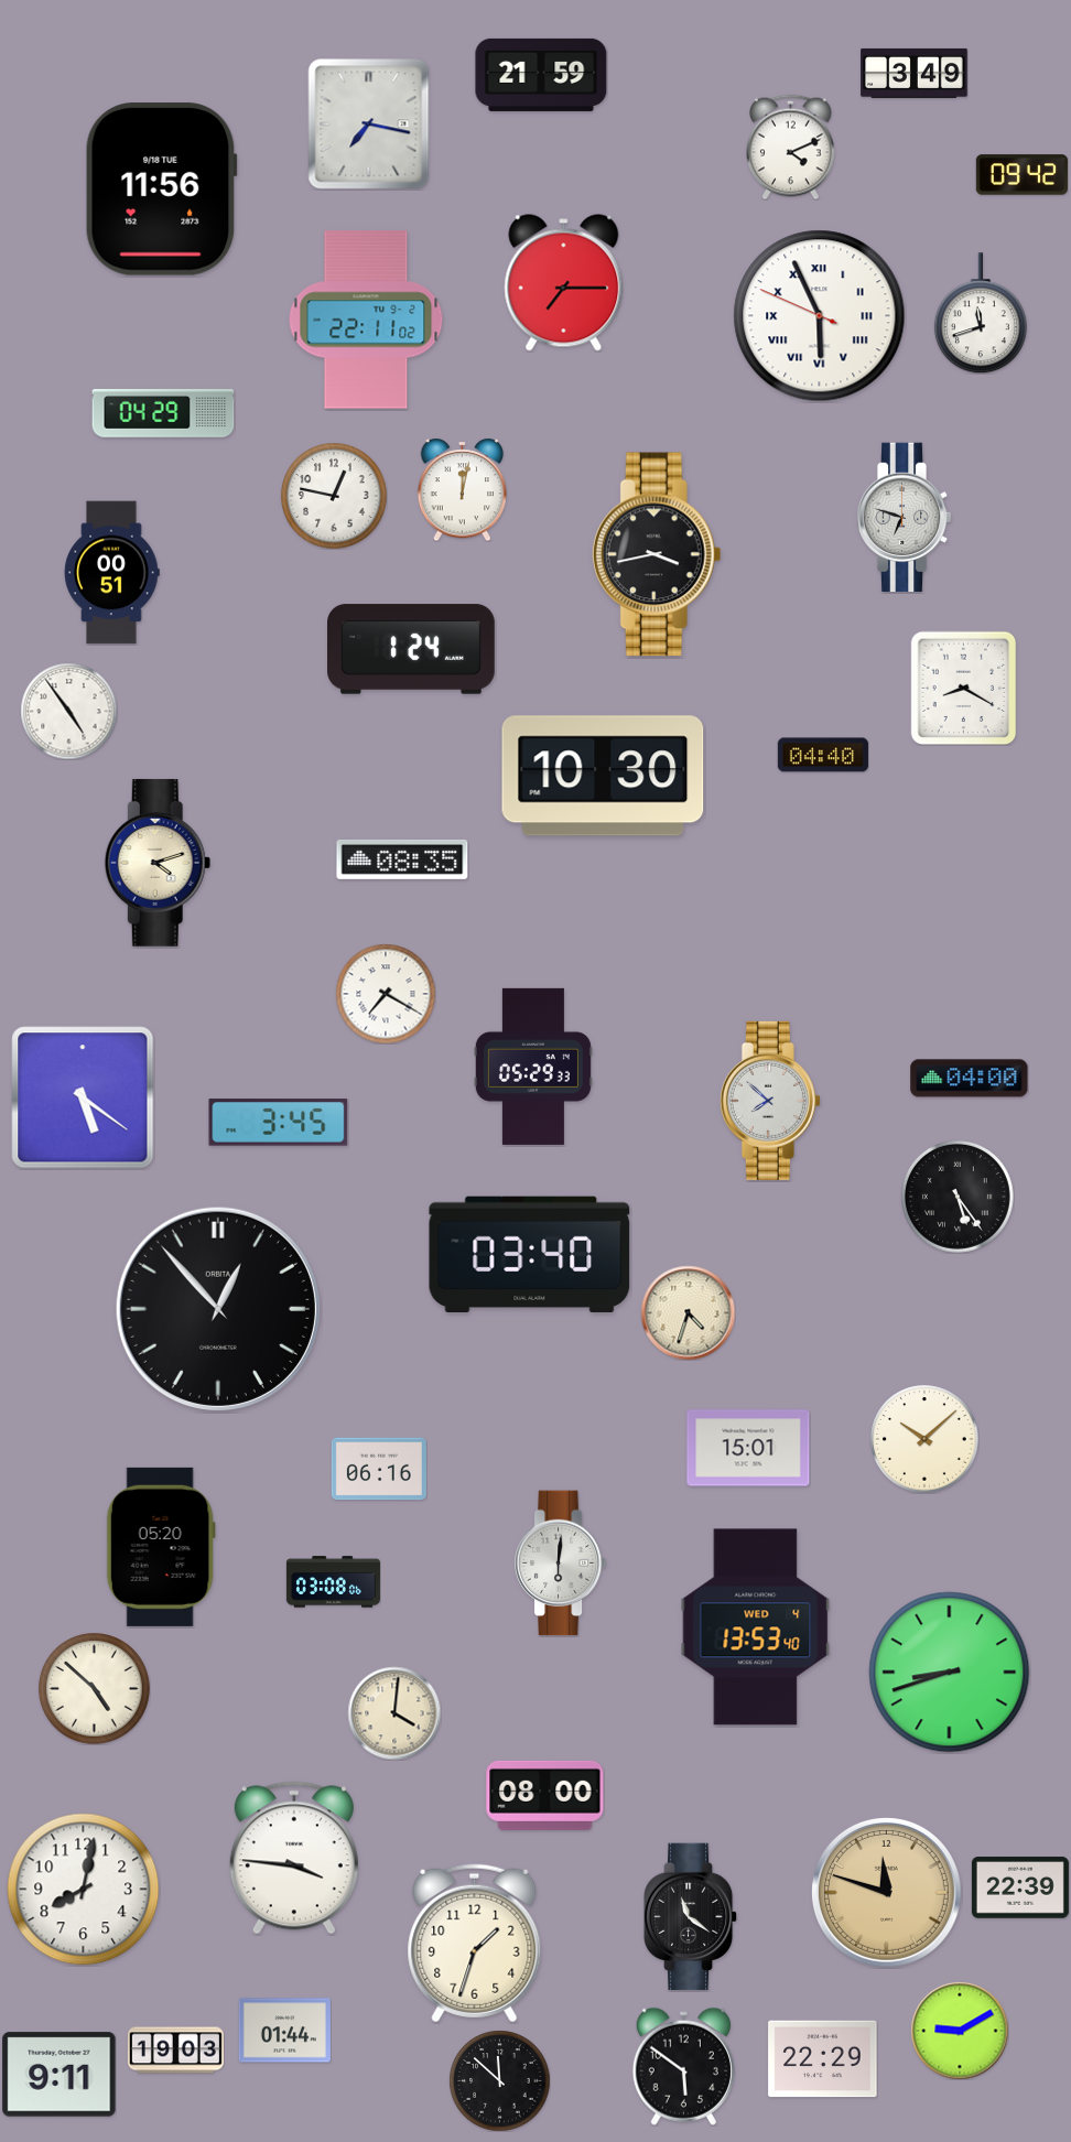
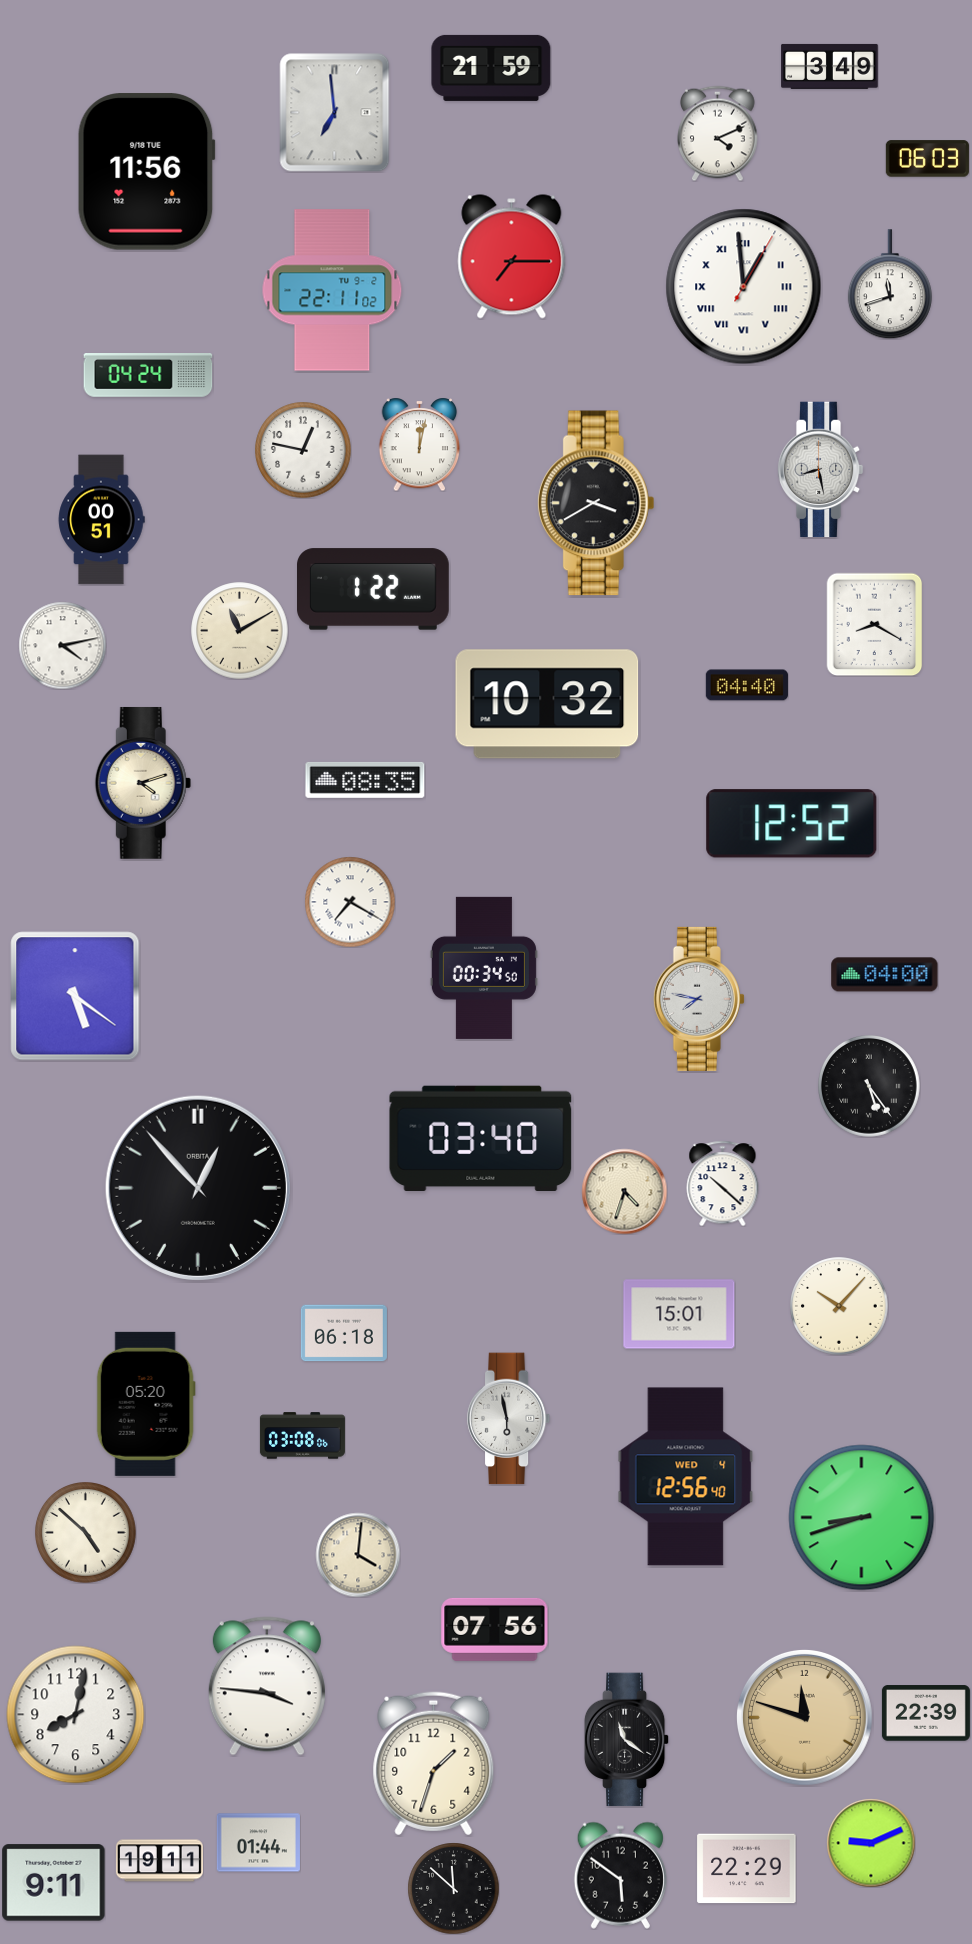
clock at (369, 125): 7:17 -> 6:59
clock at (1021, 175): 09:42 -> 06:03
clock at (820, 316): 5:55 -> 12:59
clock at (163, 414): 04:29 -> 04:24
clock at (904, 518): 6:48 -> 8:28
clock at (657, 554): 3:43 -> 3:40
clock at (412, 649): 1:24 -> 1:22
clock at (240, 631): none -> 11:10
clock at (68, 711): 4:54 -> 4:13
clock at (603, 776): 10:30 -> 10:32
clock at (792, 824): none -> 12:52
clock at (533, 1067): 05:29 -> 00:34
clock at (970, 1079) position: (970, 1079) -> (885, 975)
clock at (770, 1101): 7:52 -> 7:47
clock at (279, 1123): 3:45 -> none
clock at (723, 1183): none -> 10:22
clock at (924, 1439): 10:08 -> 10:07
clock at (379, 1469): 06:16 -> 06:18
clock at (561, 1564): 6:01 -> 5:58
clock at (756, 1627): 13:53 -> 12:56
clock at (545, 1795): 08:00 -> 07:56
clock at (475, 1944) position: (475, 1944) -> (434, 1764)
clock at (960, 2031): 9:10 -> 9:11
clock at (175, 2051): 19:03 -> 19:11
